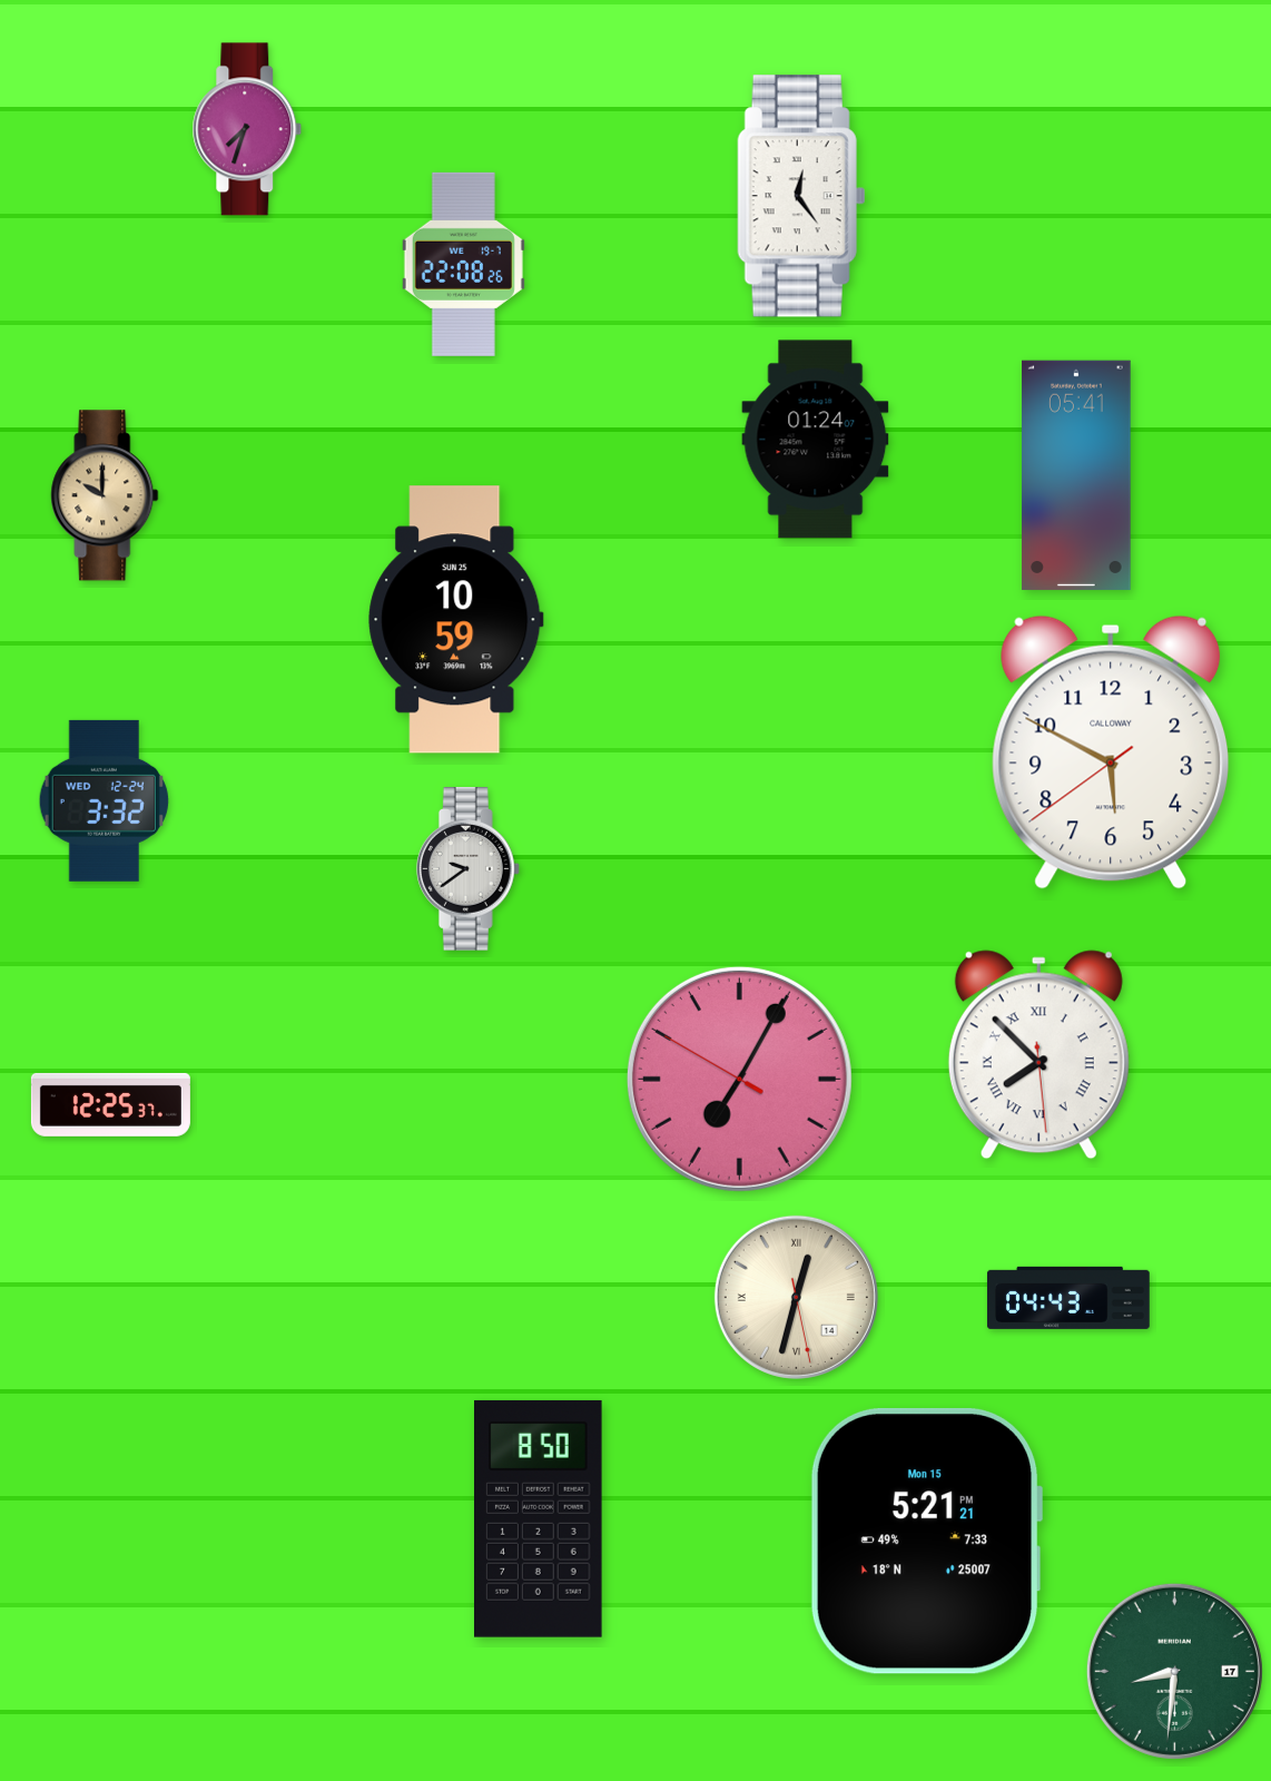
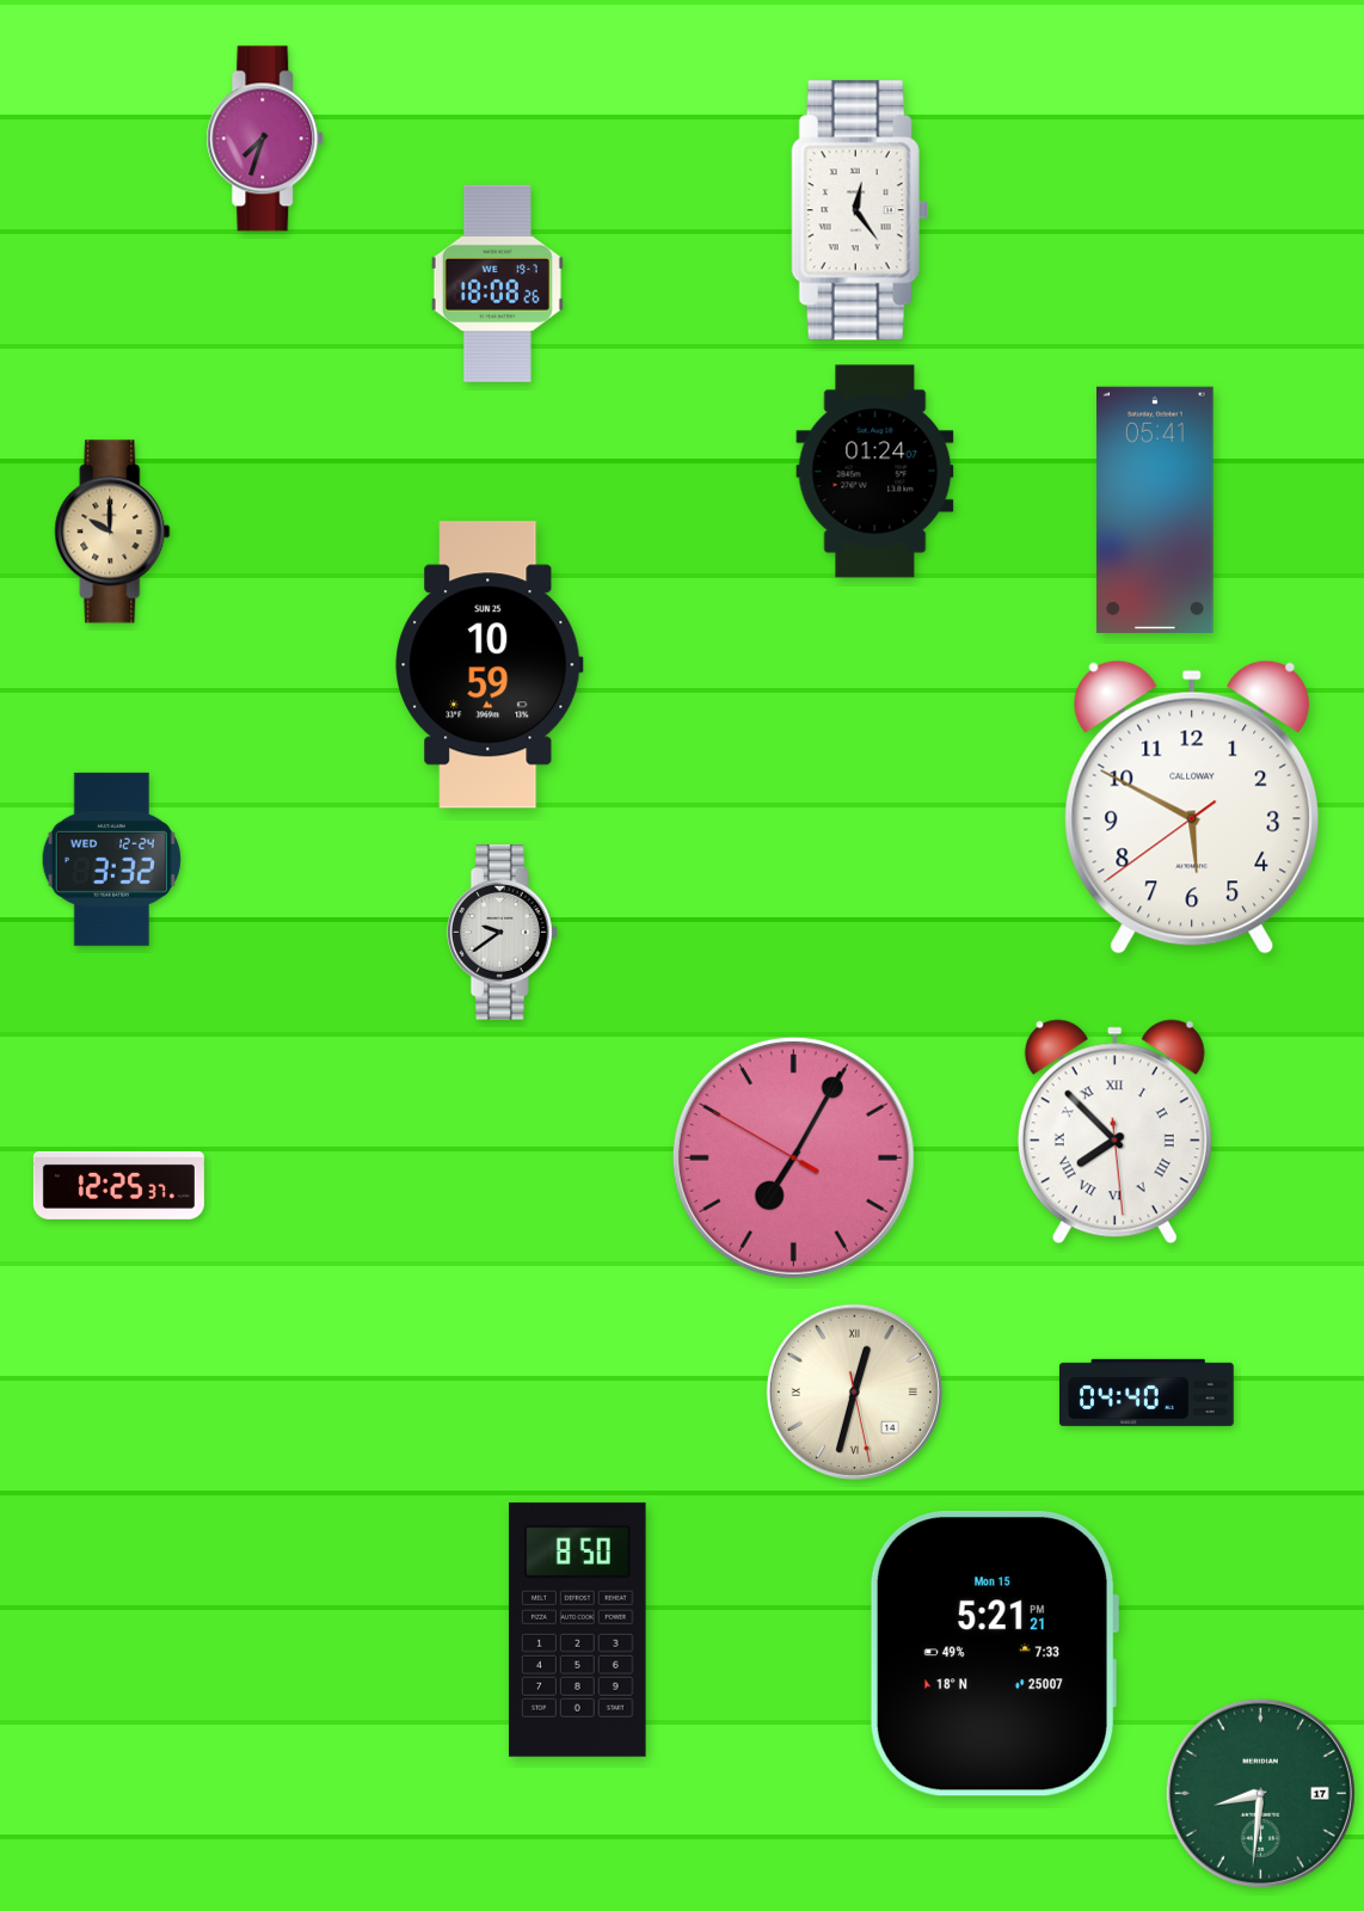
clock at (463, 264): 22:08 -> 18:08
clock at (1068, 1298): 04:43 -> 04:40
